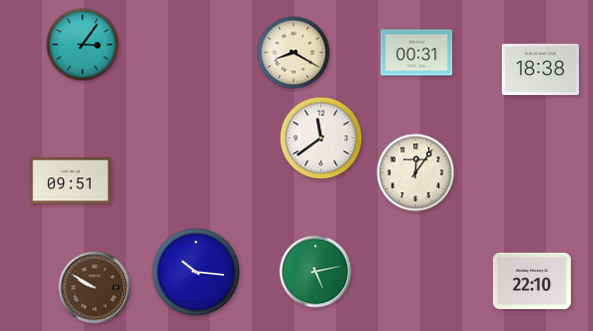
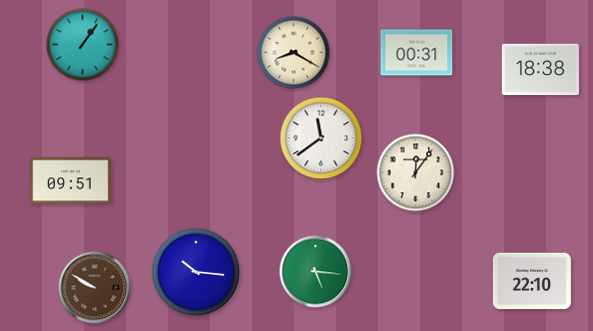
clock at (83, 45): 3:06 -> 1:06
clock at (316, 272): 5:13 -> 5:16
